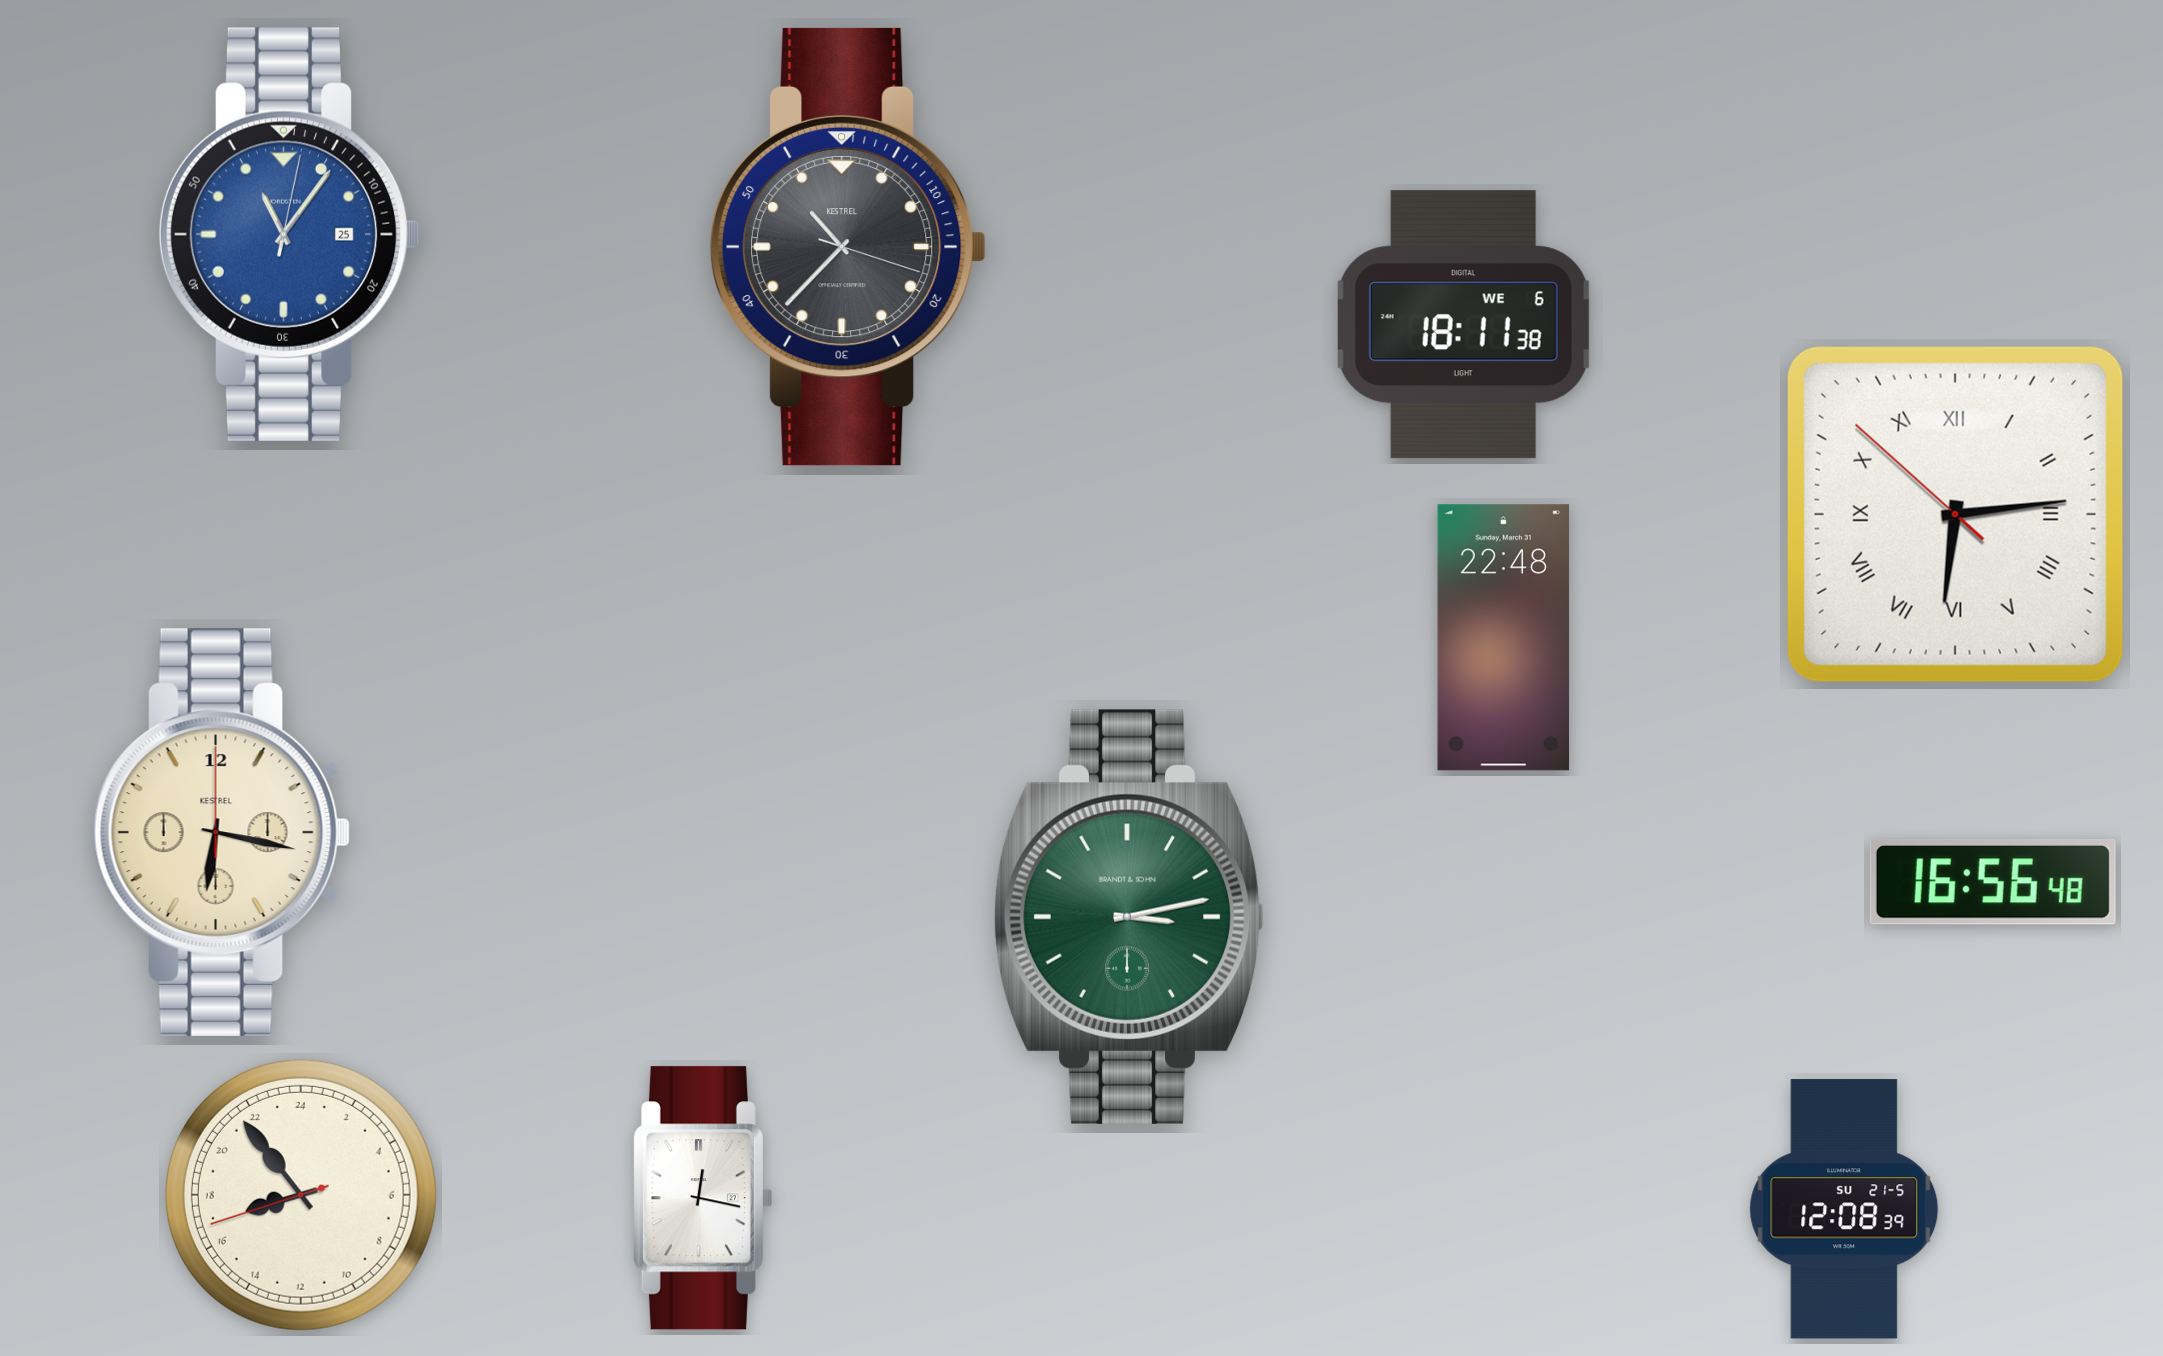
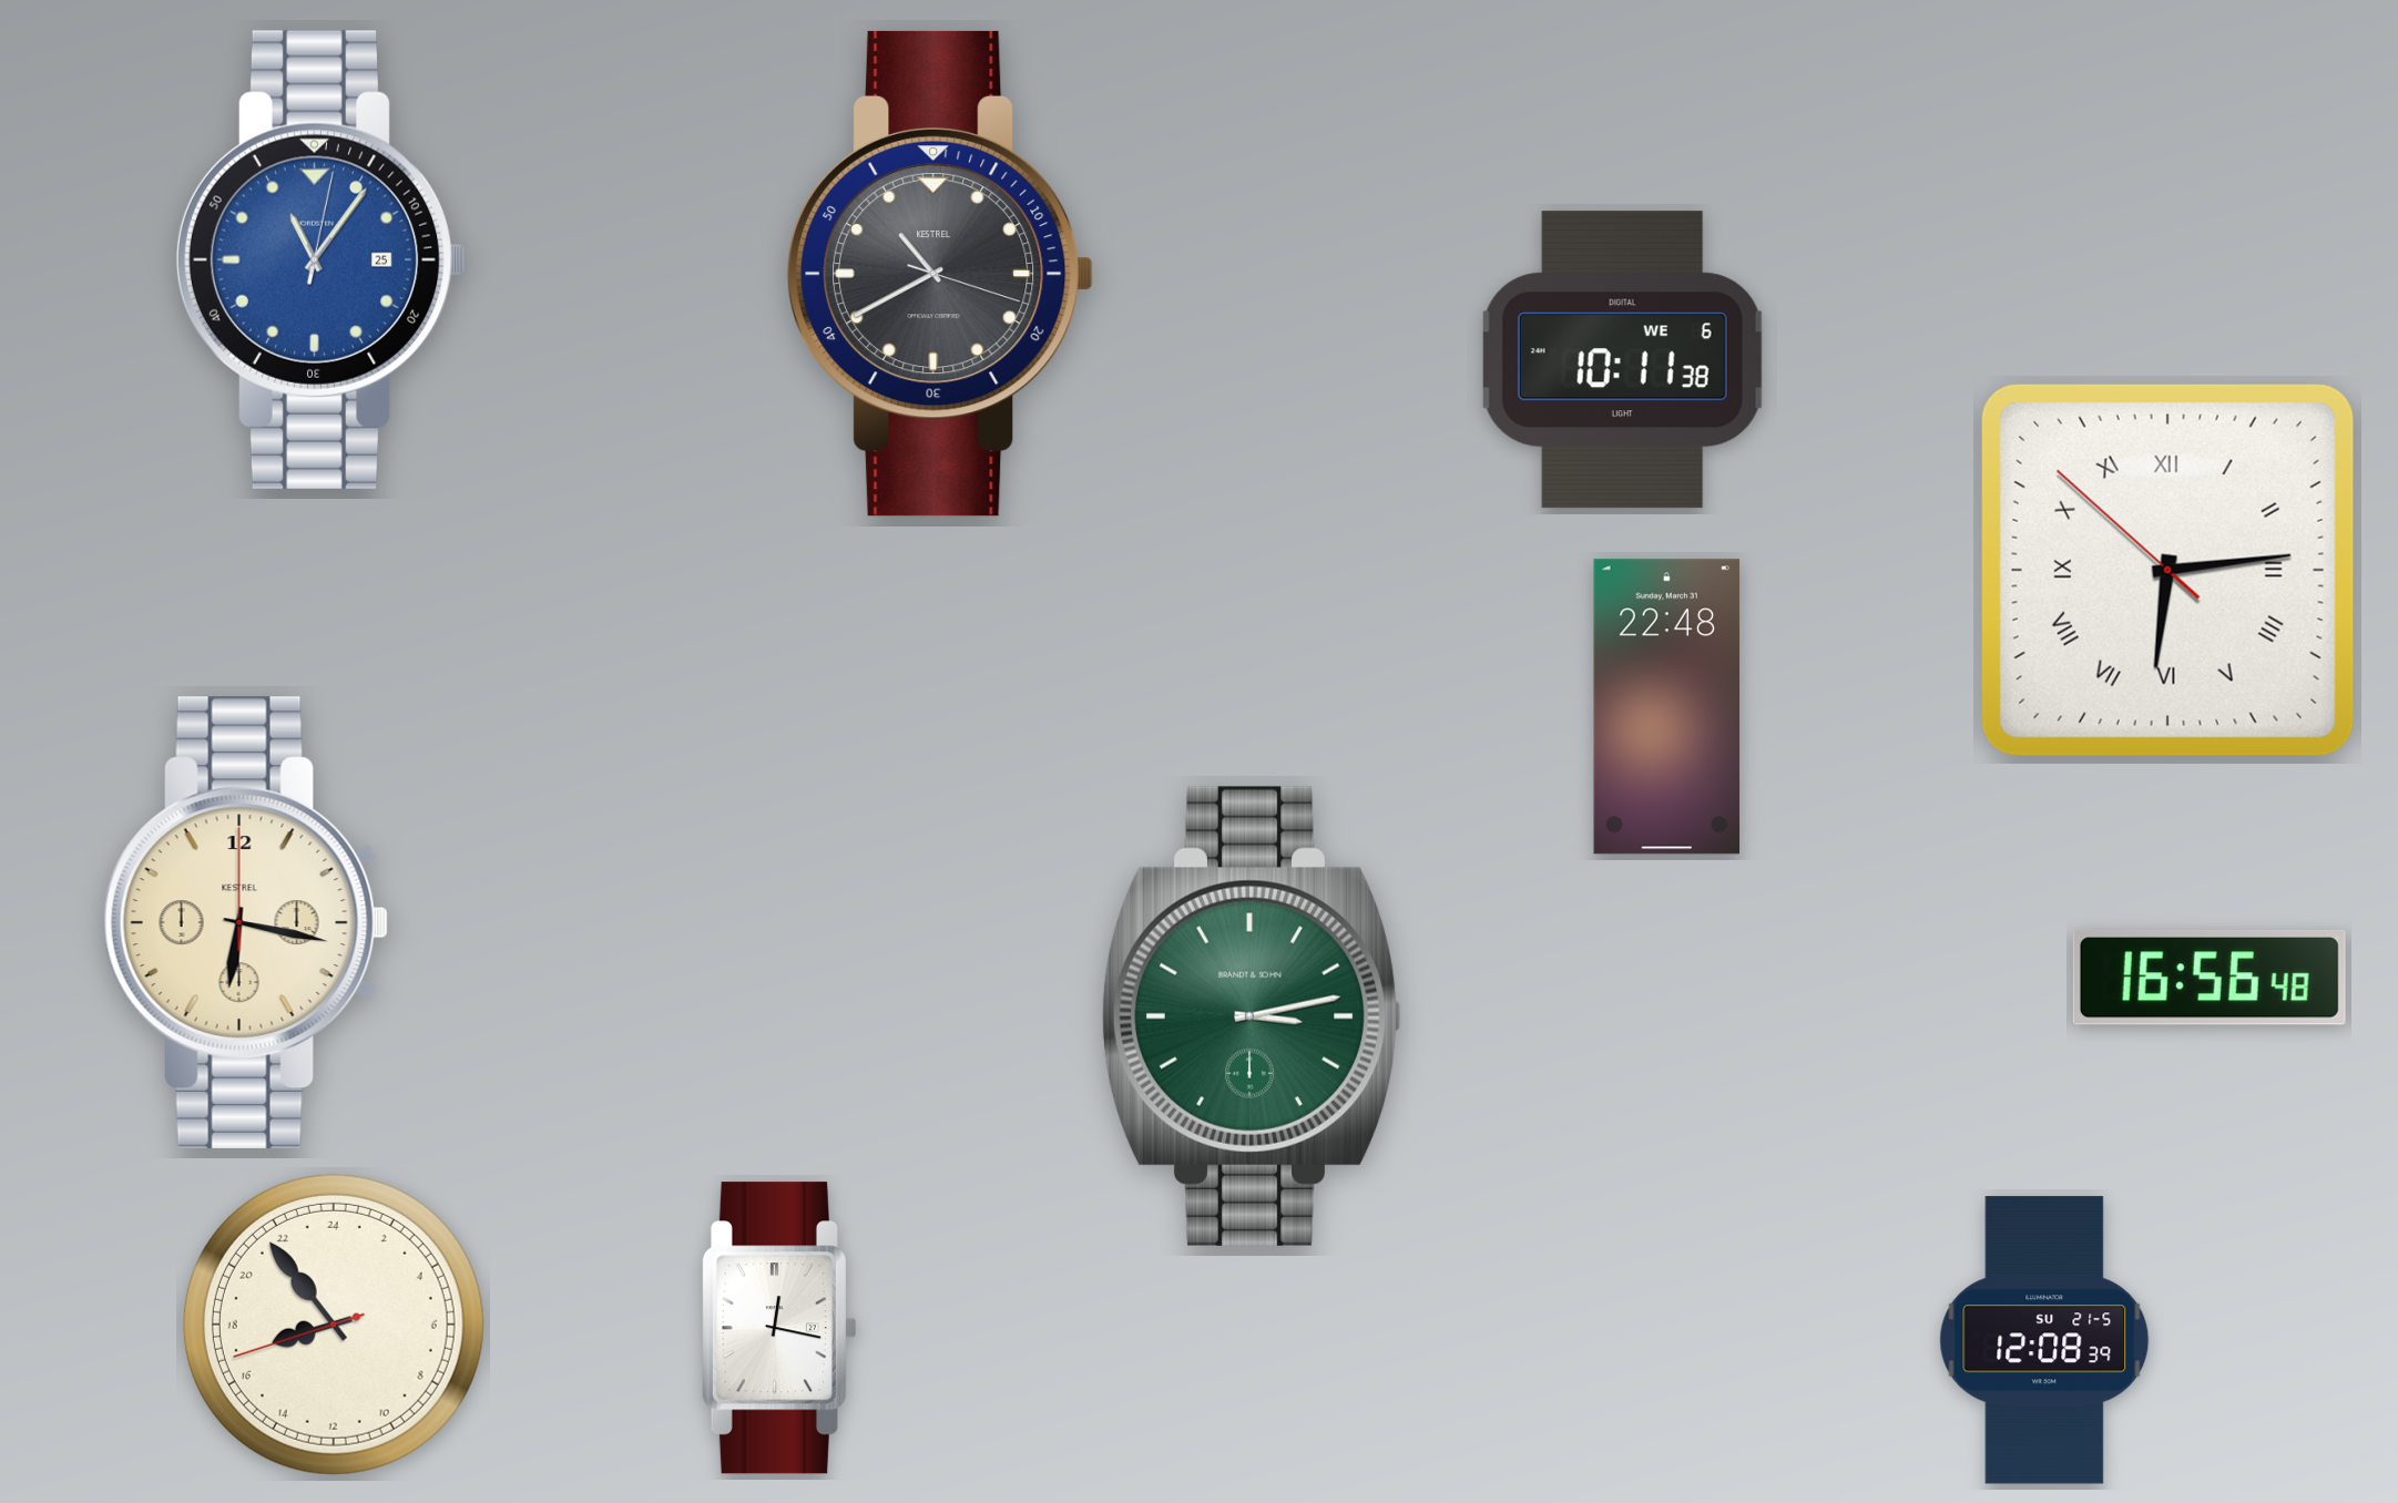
clock at (849, 247): 10:37 -> 10:40
clock at (1463, 325): 18:11 -> 10:11
